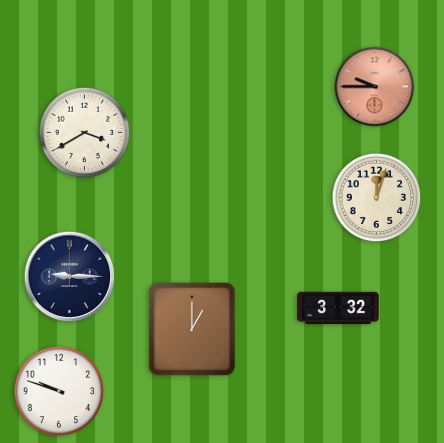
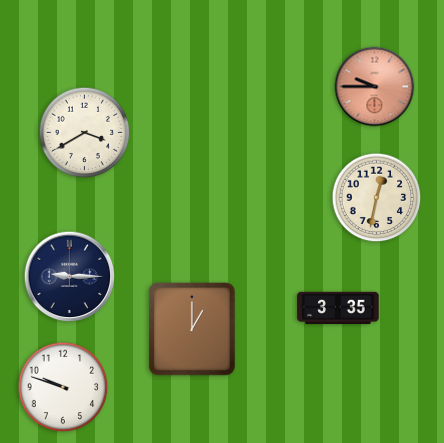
clock at (377, 198): 12:03 -> 12:32
clock at (338, 308): 3:32 -> 3:35
clock at (59, 391) position: (59, 391) -> (63, 387)
